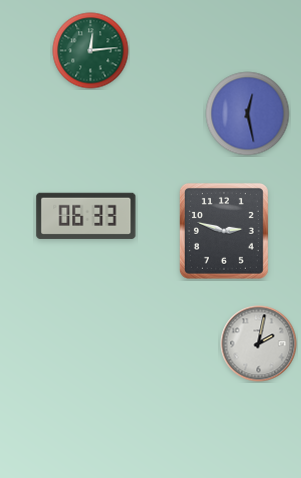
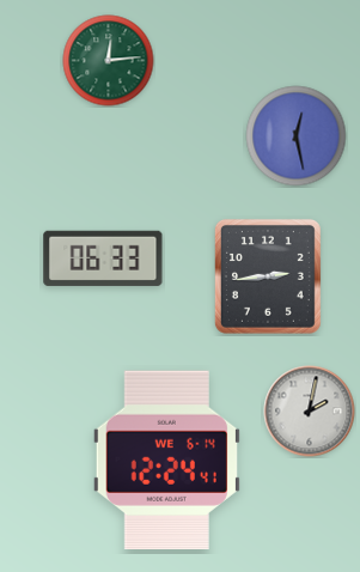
clock at (224, 231): 2:48 -> 2:44
clock at (166, 460): none -> 12:24
